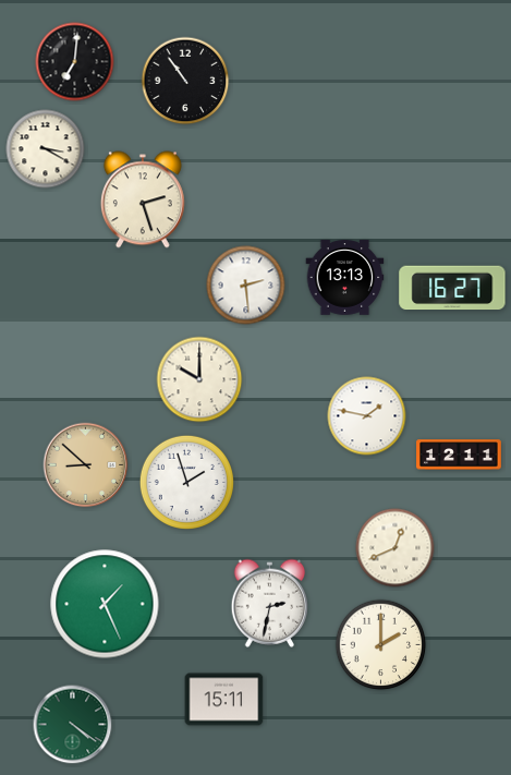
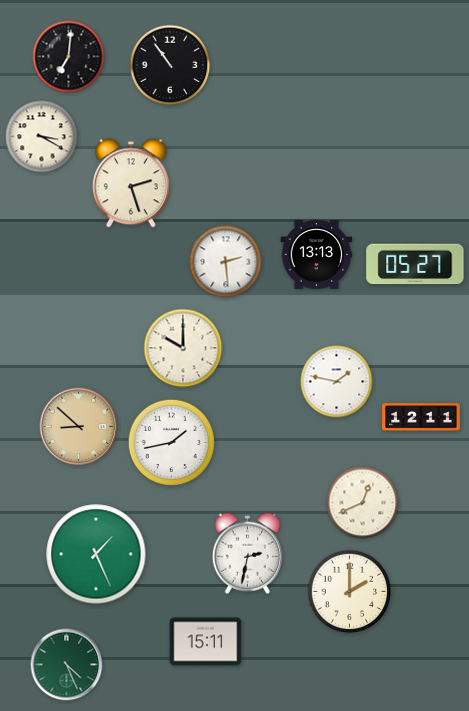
clock at (185, 81) position: (185, 81) -> (170, 65)
clock at (452, 288): 16:27 -> 05:27
clock at (186, 482): 1:57 -> 1:43
clock at (73, 725): 4:21 -> 4:26
